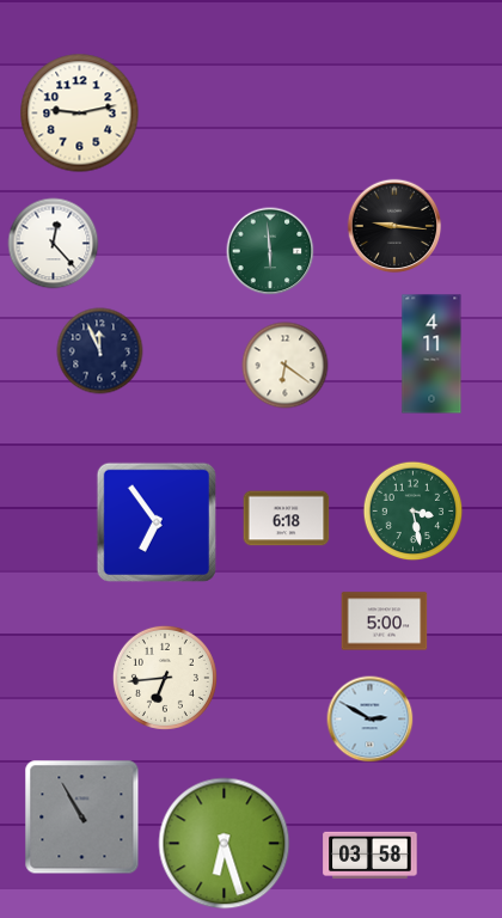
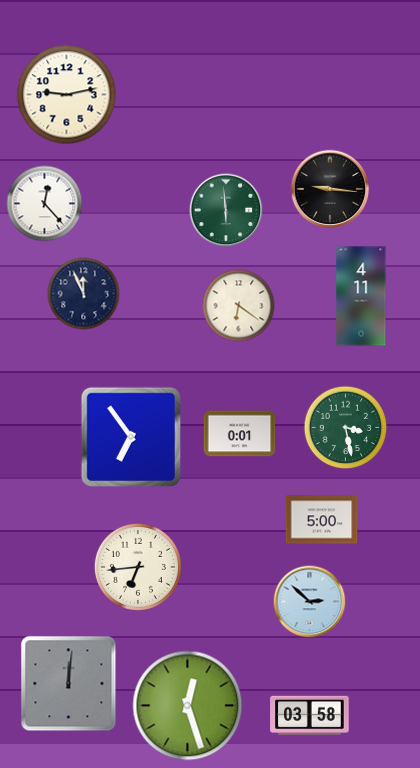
clock at (287, 519): 6:18 -> 0:01
clock at (371, 720): 2:50 -> 2:52
clock at (82, 818): 10:55 -> 12:01
clock at (225, 844): 6:27 -> 12:27
